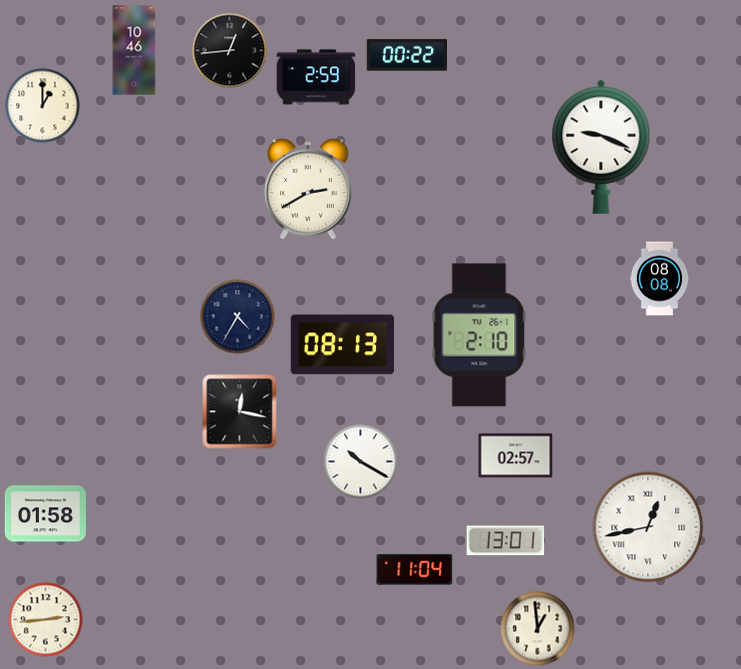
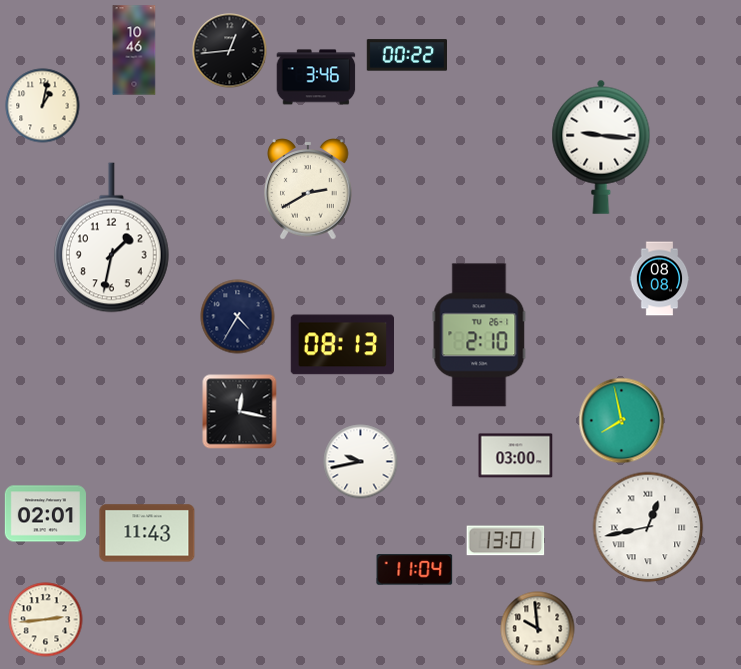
clock at (316, 77): 2:59 -> 3:46
clock at (43, 106): 1:00 -> 1:02
clock at (601, 147): 9:19 -> 9:16
clock at (111, 238): none -> 1:32
clock at (622, 421): none -> 7:58
clock at (516, 456): 02:57 -> 03:00
clock at (361, 462): 10:20 -> 9:43
clock at (45, 514): 01:58 -> 02:01
clock at (147, 533): none -> 11:43
clock at (538, 629): 12:59 -> 9:59
